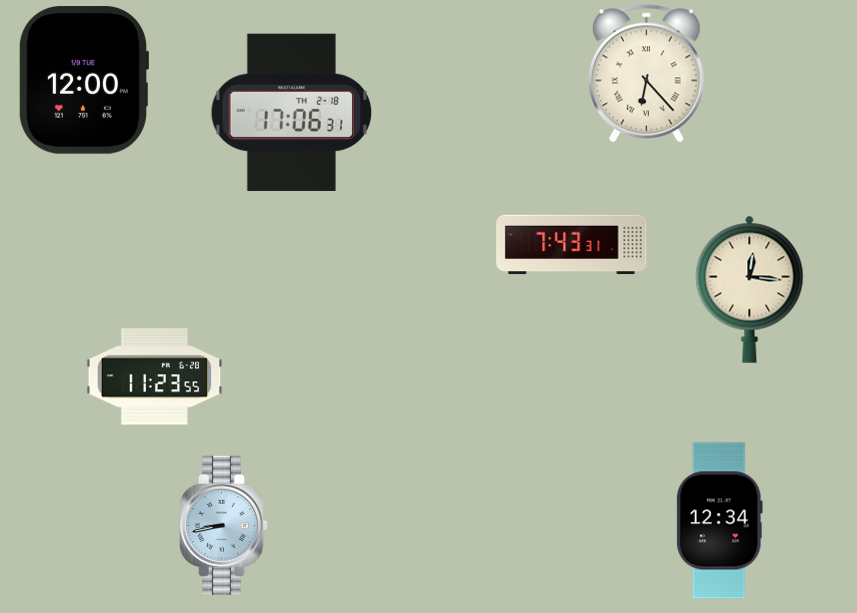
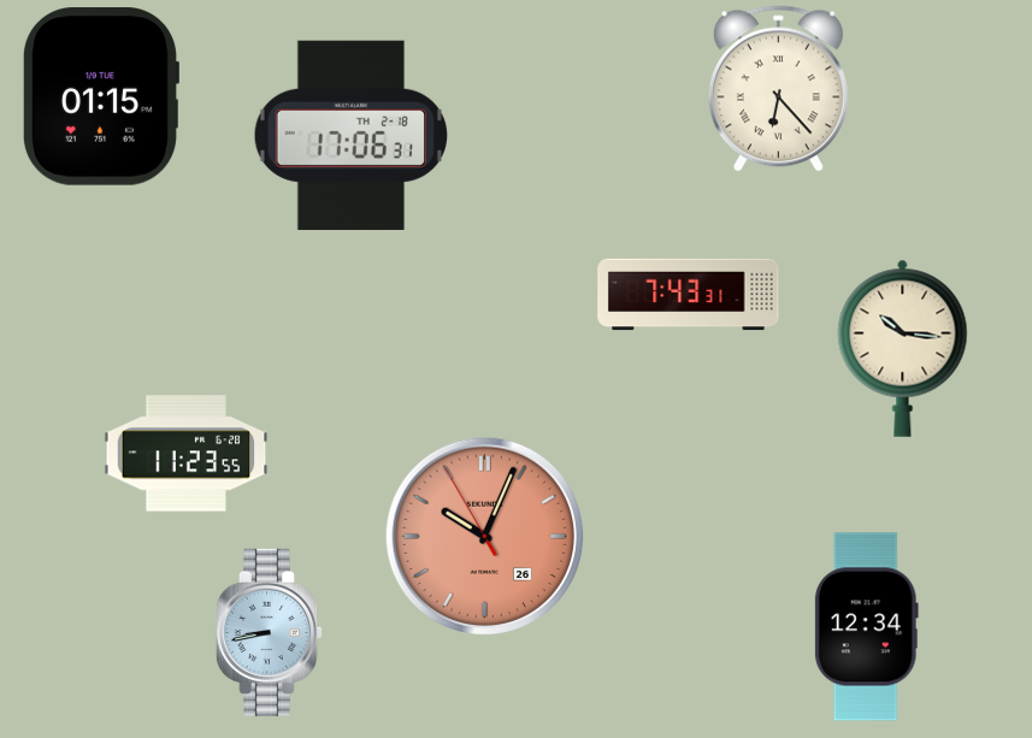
clock at (83, 80): 12:00 -> 01:15
clock at (750, 289): 12:16 -> 10:16
clock at (485, 537): none -> 10:03
